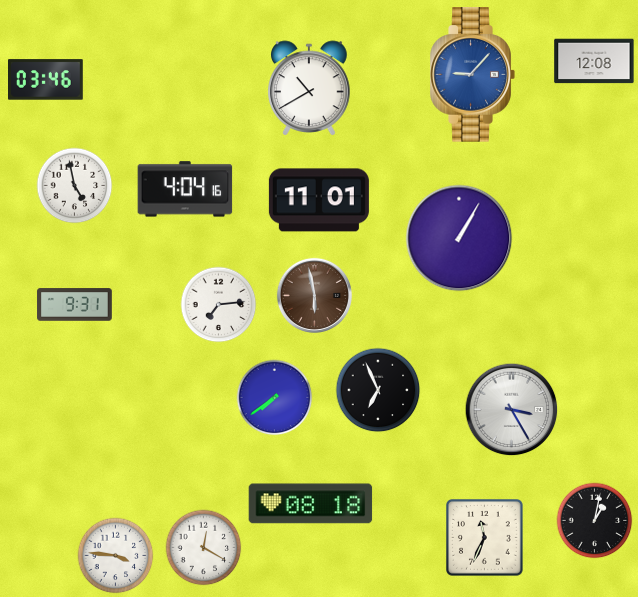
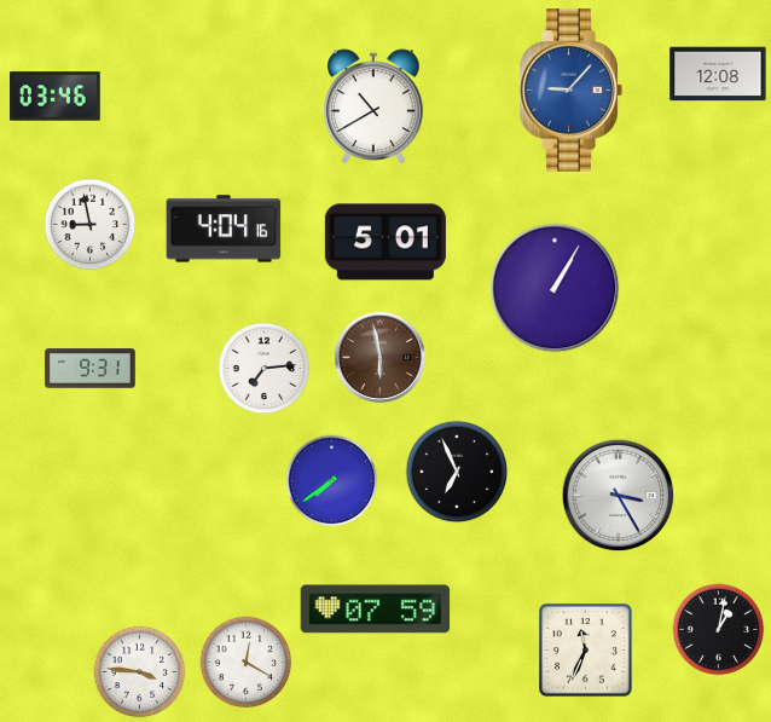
clock at (75, 186): 4:58 -> 8:58
clock at (319, 200): 11:01 -> 5:01
clock at (311, 504): 08:18 -> 07:59
